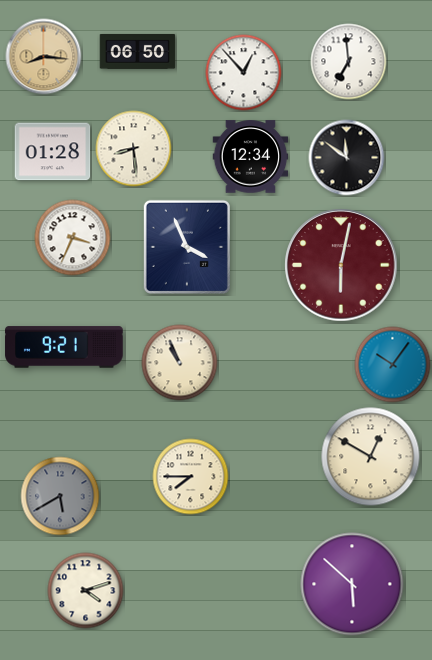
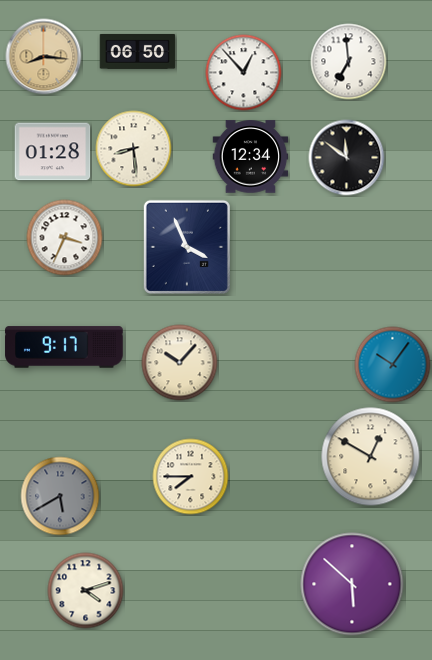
clock at (73, 238) position: (73, 238) -> (65, 238)
clock at (341, 265): 6:02 -> none
clock at (64, 347): 9:21 -> 9:17
clock at (180, 363): 10:56 -> 10:07
